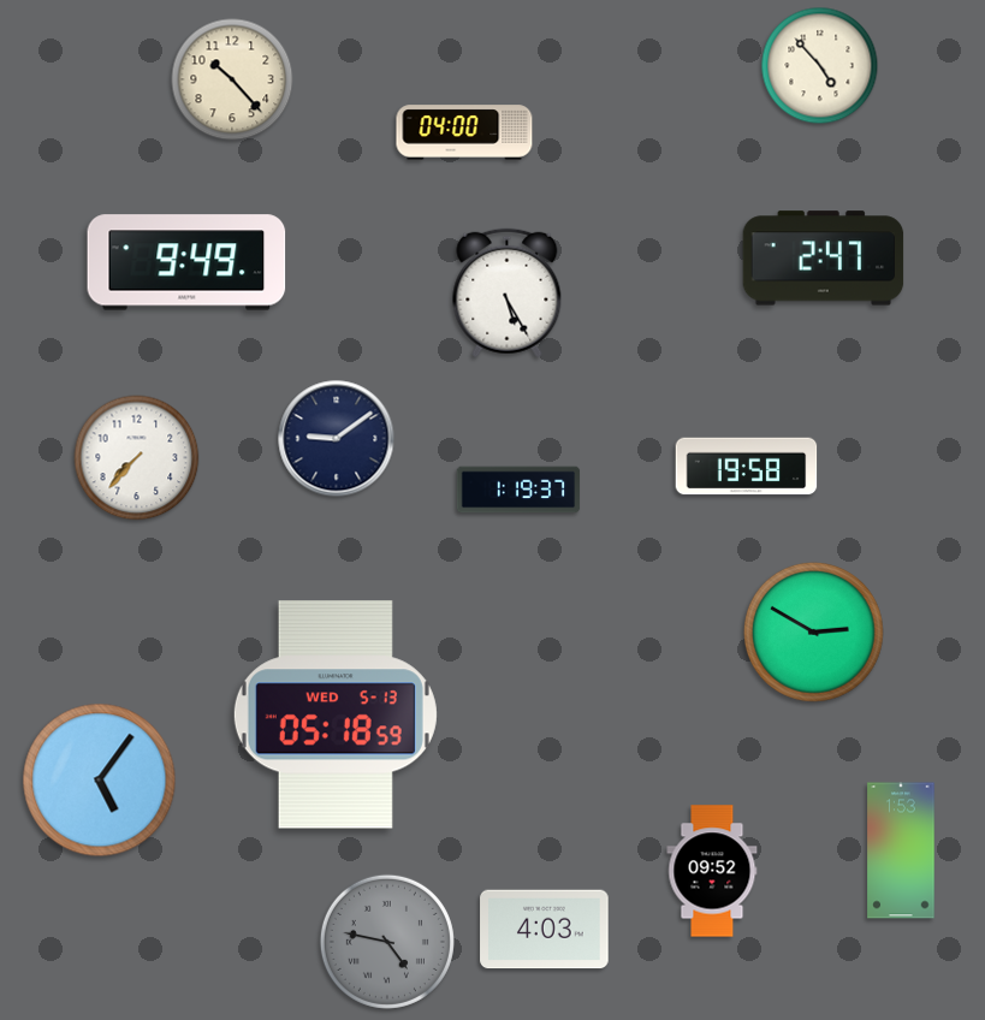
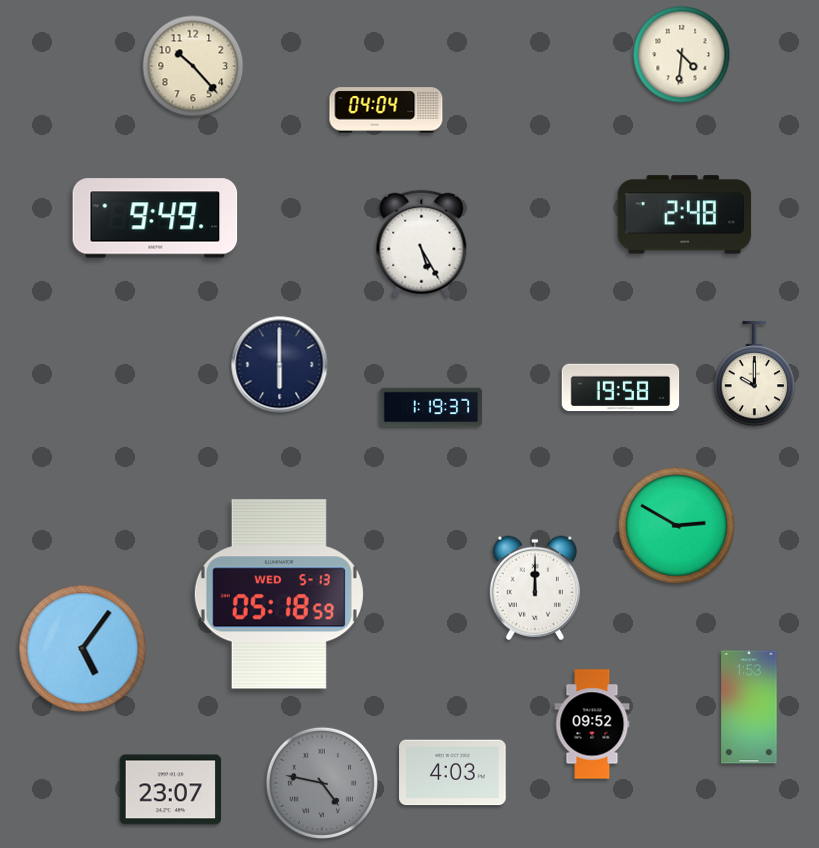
clock at (820, 66): 4:53 -> 4:31
clock at (464, 132): 04:00 -> 04:04
clock at (824, 259): 2:47 -> 2:48
clock at (337, 439): 9:09 -> 6:00
clock at (755, 374): none -> 10:00
clock at (137, 458): 7:37 -> none
clock at (535, 588): none -> 12:00
clock at (171, 790): none -> 23:07
